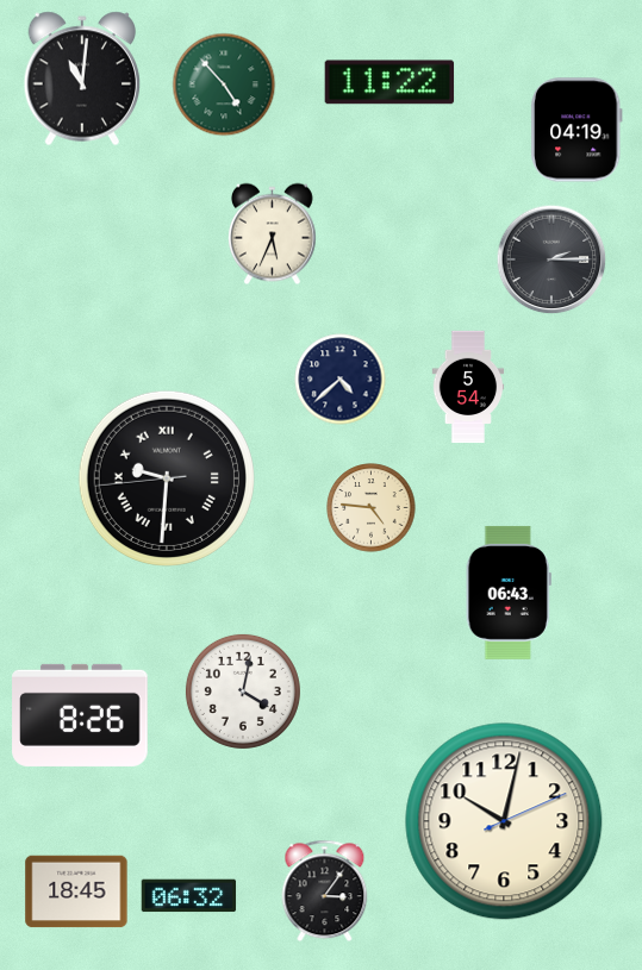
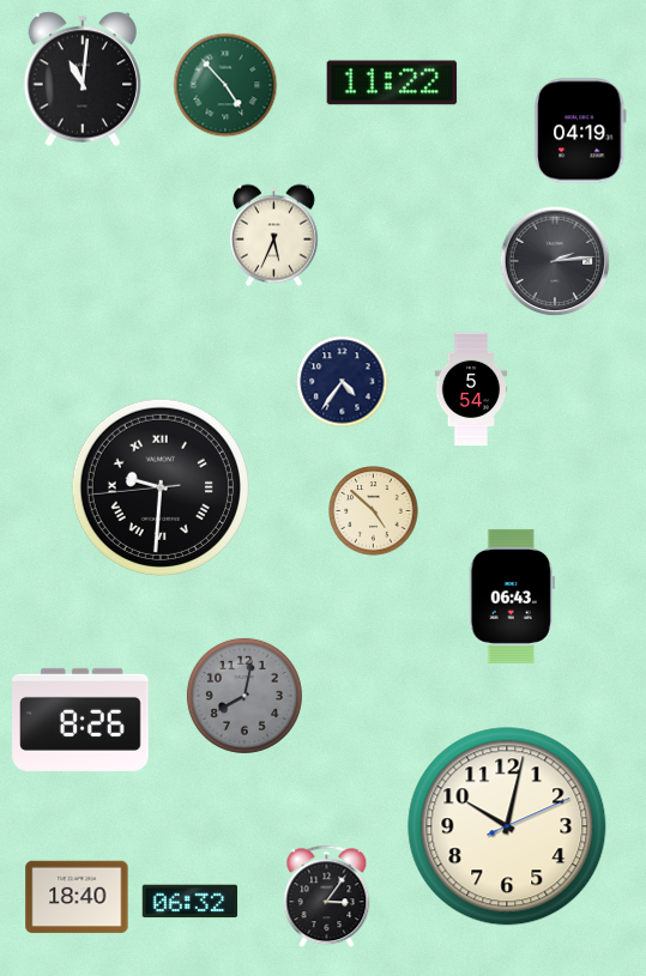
clock at (551, 259): 2:15 -> 2:14
clock at (341, 380): 4:38 -> 4:36
clock at (167, 478) position: (167, 478) -> (161, 487)
clock at (372, 508): 4:46 -> 4:52
clock at (243, 691): 4:02 -> 8:02
clock at (243, 691) dial: white -> grey
clock at (76, 891): 18:45 -> 18:40
